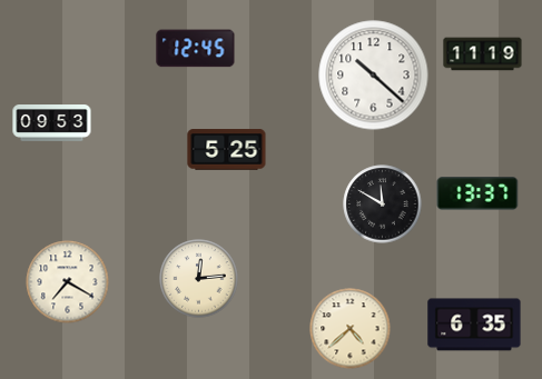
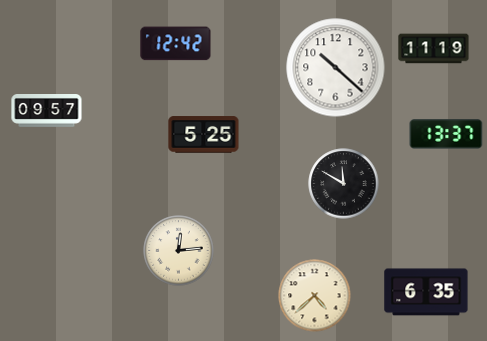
clock at (196, 49): 12:45 -> 12:42
clock at (52, 123): 09:53 -> 09:57
clock at (477, 193) position: (477, 193) -> (446, 134)
clock at (68, 282): 7:20 -> none
